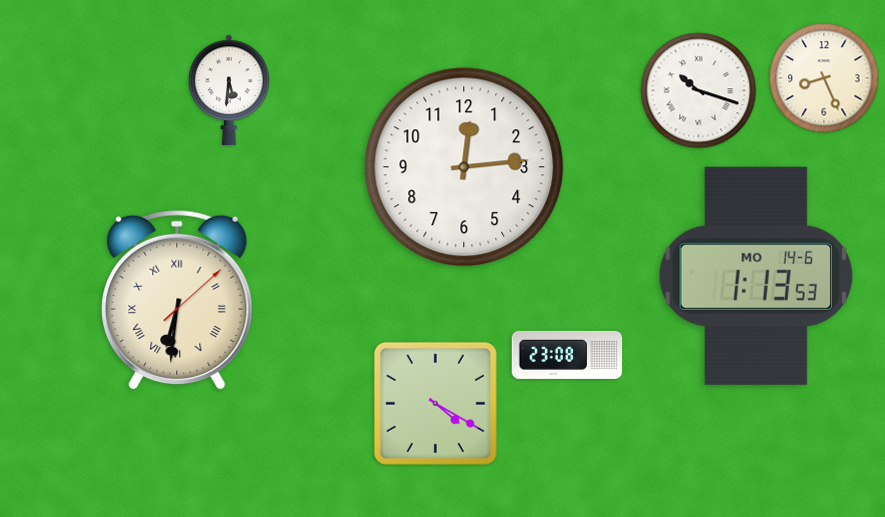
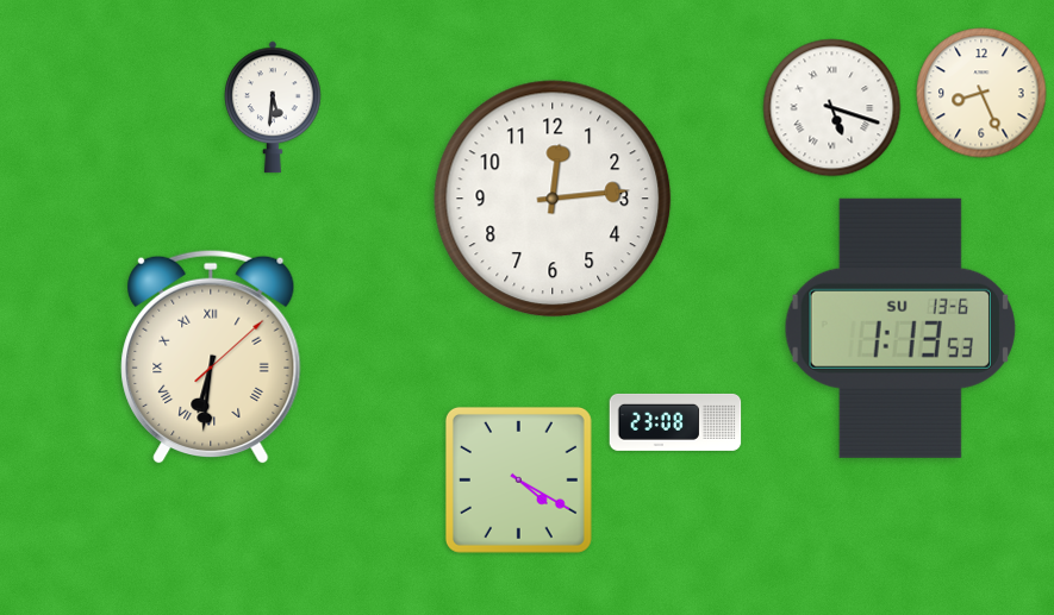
clock at (699, 91): 10:18 -> 5:18
clock at (756, 276) date: MO 14-6 -> SU 13-6
